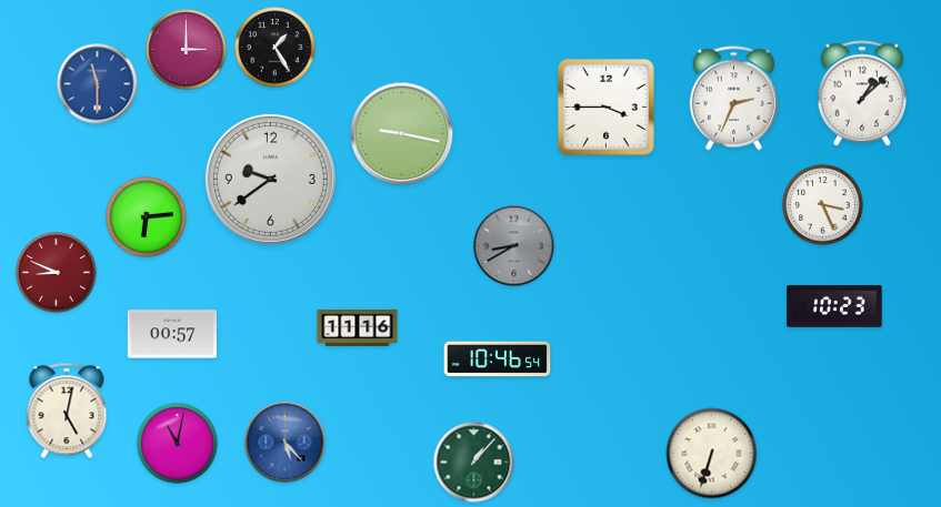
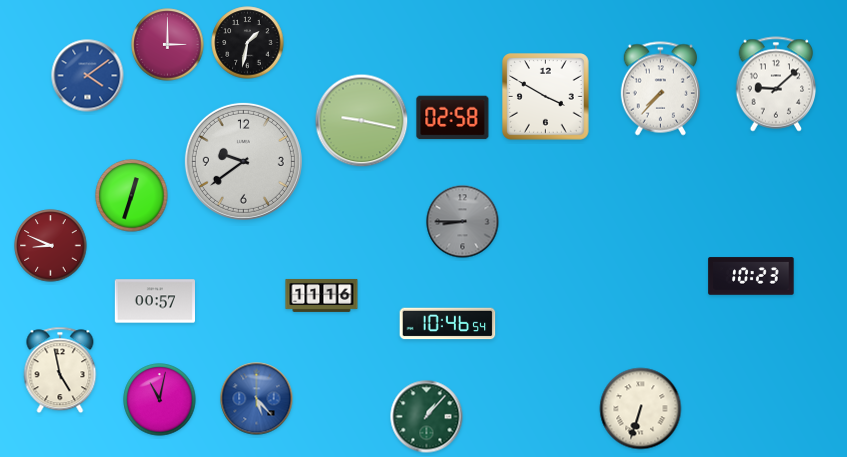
clock at (276, 48): 1:25 -> 1:32
clock at (98, 84): 11:30 -> 4:09
clock at (862, 93): 1:08 -> 9:08
clock at (733, 99): 2:34 -> 7:37
clock at (607, 108): 3:45 -> 3:50
clock at (453, 118): none -> 02:58
clock at (823, 205): 3:26 -> none
clock at (147, 217): 6:14 -> 12:33
clock at (514, 246): 8:40 -> 8:45
clock at (67, 410): 5:02 -> 4:58
